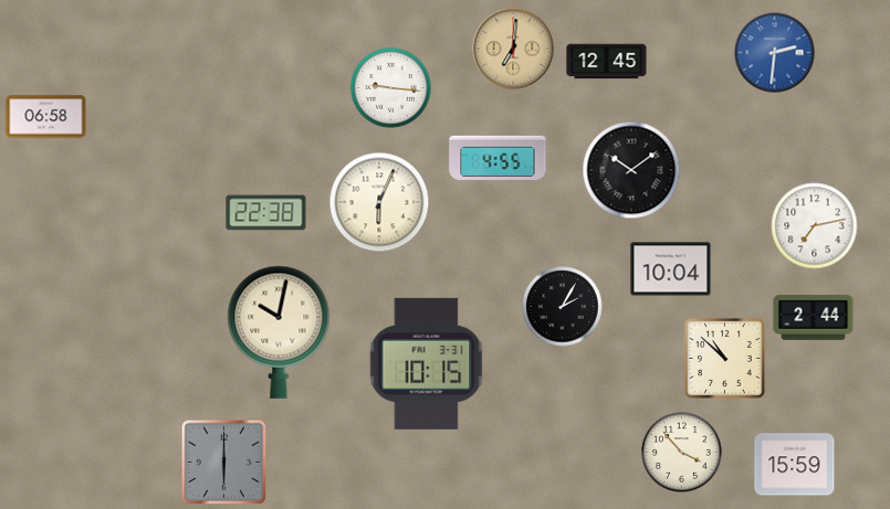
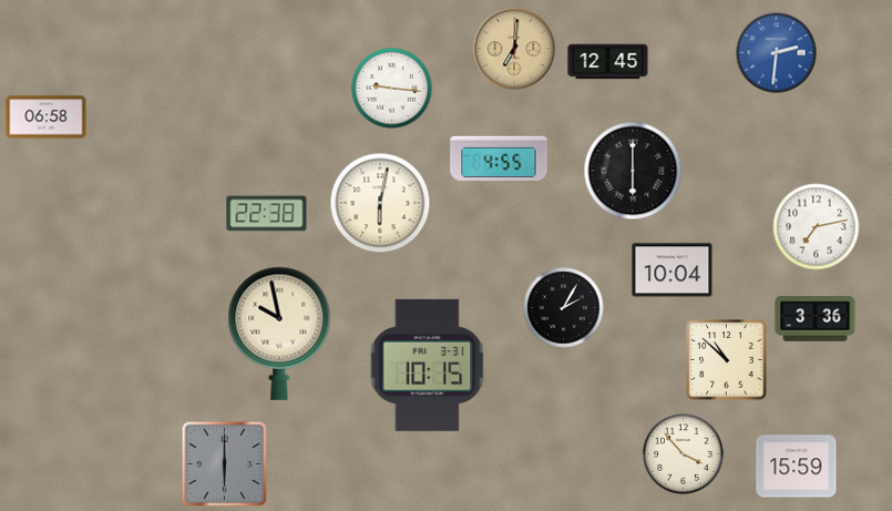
clock at (631, 170): 10:09 -> 6:00
clock at (379, 202): 6:04 -> 6:02
clock at (814, 318): 2:44 -> 3:36
clock at (279, 332): 10:02 -> 9:58
